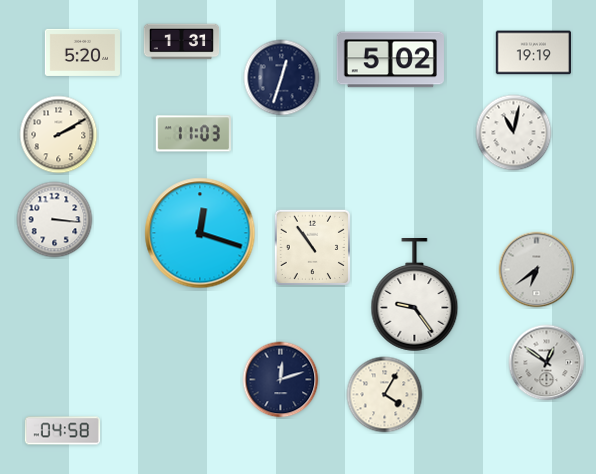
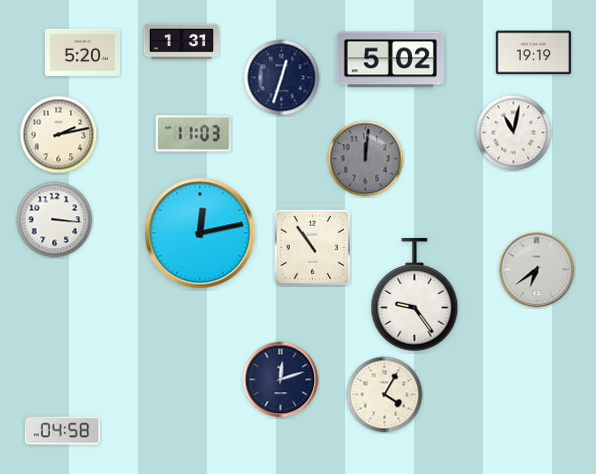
clock at (59, 135): 2:10 -> 2:13
clock at (366, 159): none -> 12:01
clock at (200, 233): 12:18 -> 12:13
clock at (547, 363): 12:51 -> none
